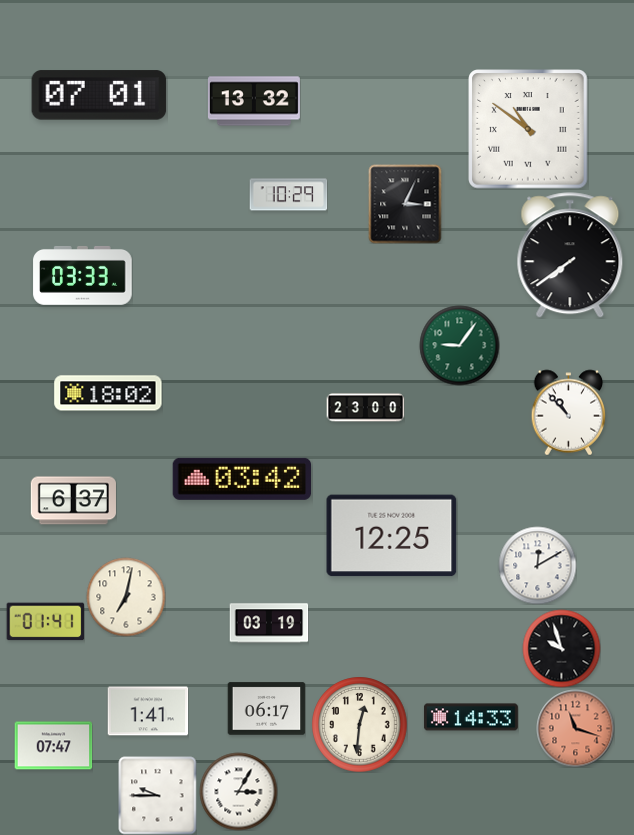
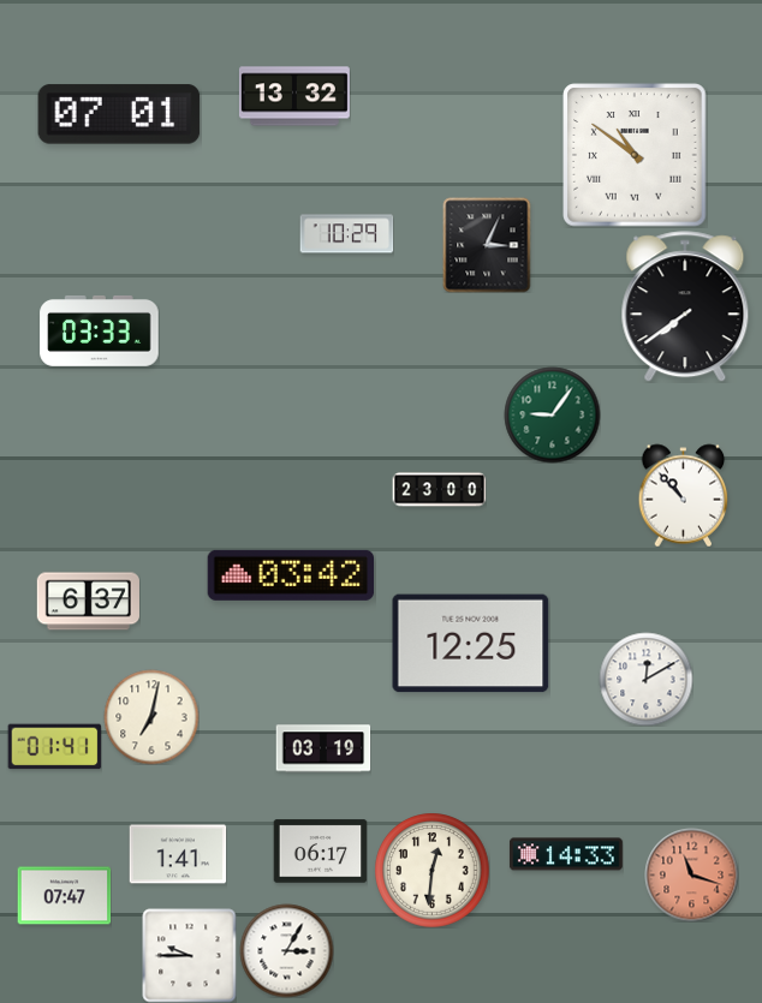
clock at (254, 101) position: (254, 101) -> (294, 96)
clock at (108, 393): 18:02 -> none
clock at (561, 648): 9:57 -> none
clock at (471, 717) position: (471, 717) -> (566, 854)
